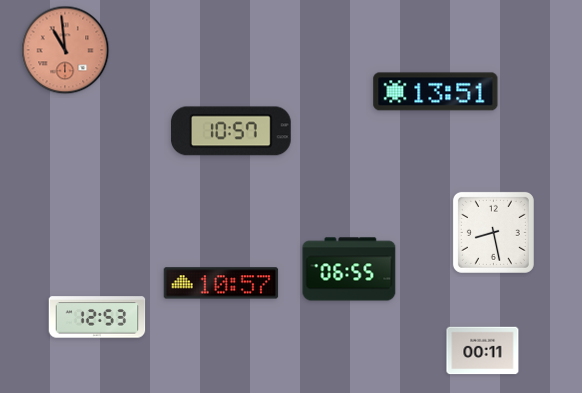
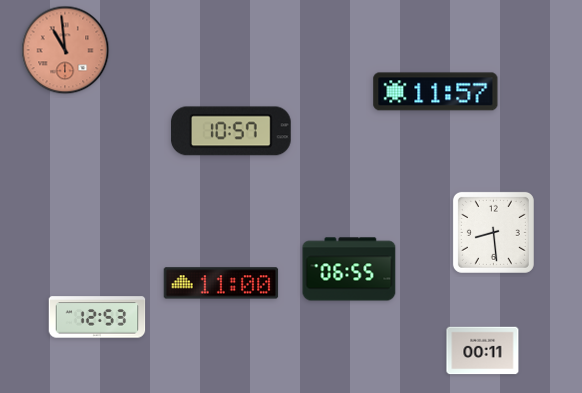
clock at (436, 92): 13:51 -> 11:57
clock at (493, 232): 8:28 -> 8:29
clock at (221, 283): 10:57 -> 11:00
